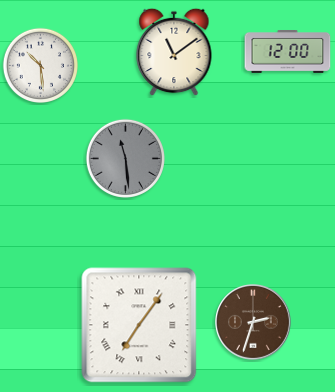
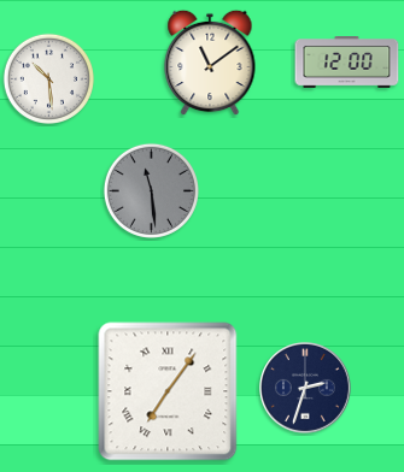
clock at (254, 323) dial: brown -> navy
